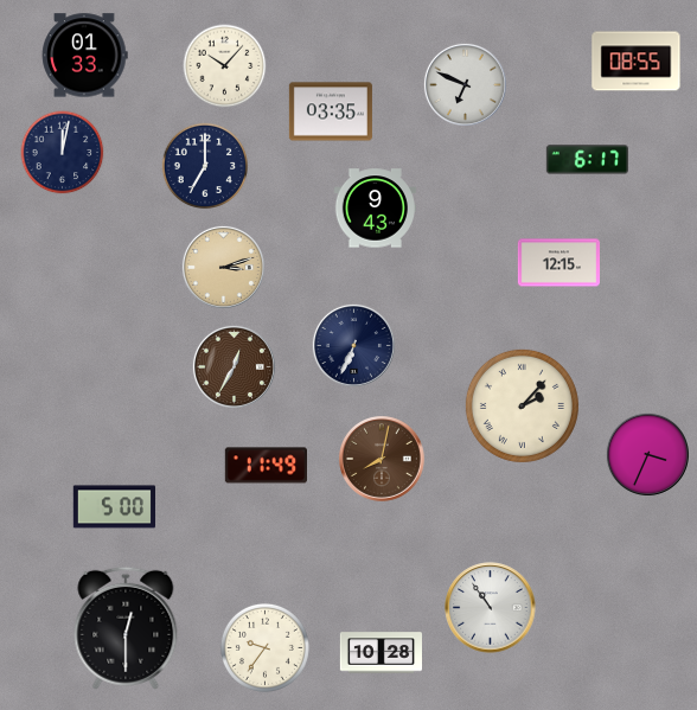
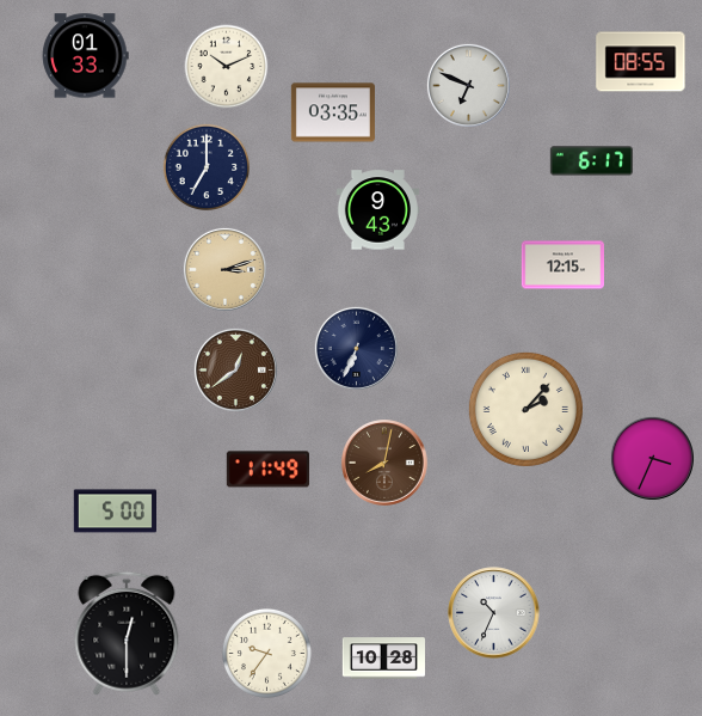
clock at (225, 66): 10:07 -> 10:11
clock at (63, 153): 12:02 -> none
clock at (234, 366): 12:35 -> 12:39
clock at (491, 608): 10:54 -> 10:34
